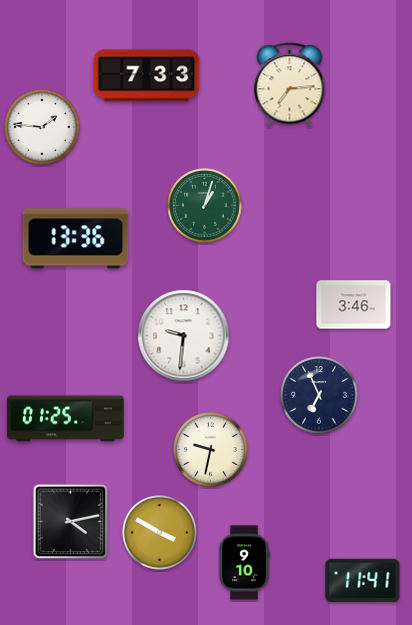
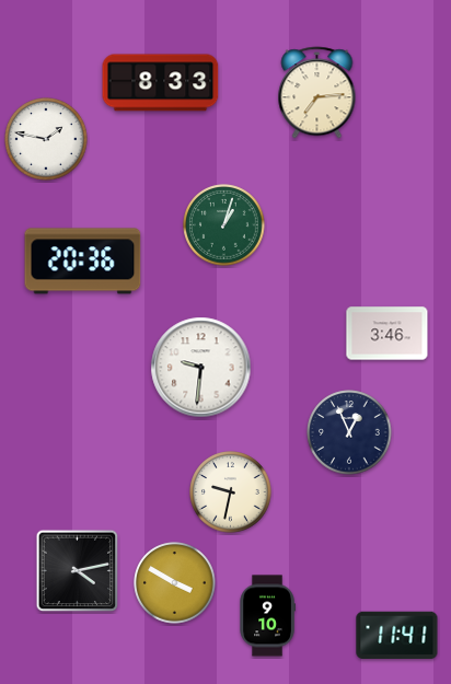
clock at (147, 76): 7:33 -> 8:33
clock at (42, 127): 1:46 -> 1:47
clock at (76, 239): 13:36 -> 20:36
clock at (319, 395): 6:56 -> 12:56
clock at (66, 419): 01:25 -> none
